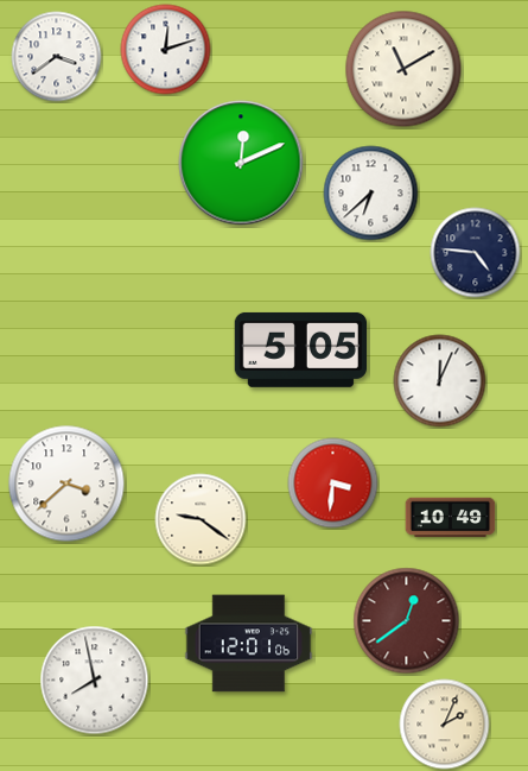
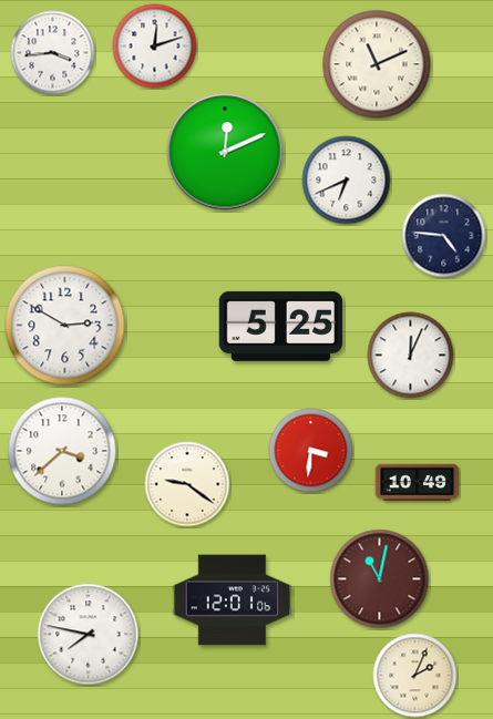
clock at (57, 57): 3:39 -> 3:44
clock at (403, 69): 11:10 -> 11:11
clock at (371, 194): 6:38 -> 6:41
clock at (65, 326): none -> 2:50
clock at (300, 349): 5:05 -> 5:25
clock at (451, 518) position: (451, 518) -> (418, 483)
clock at (407, 621): 12:39 -> 11:02
clock at (95, 681): 7:58 -> 7:47
